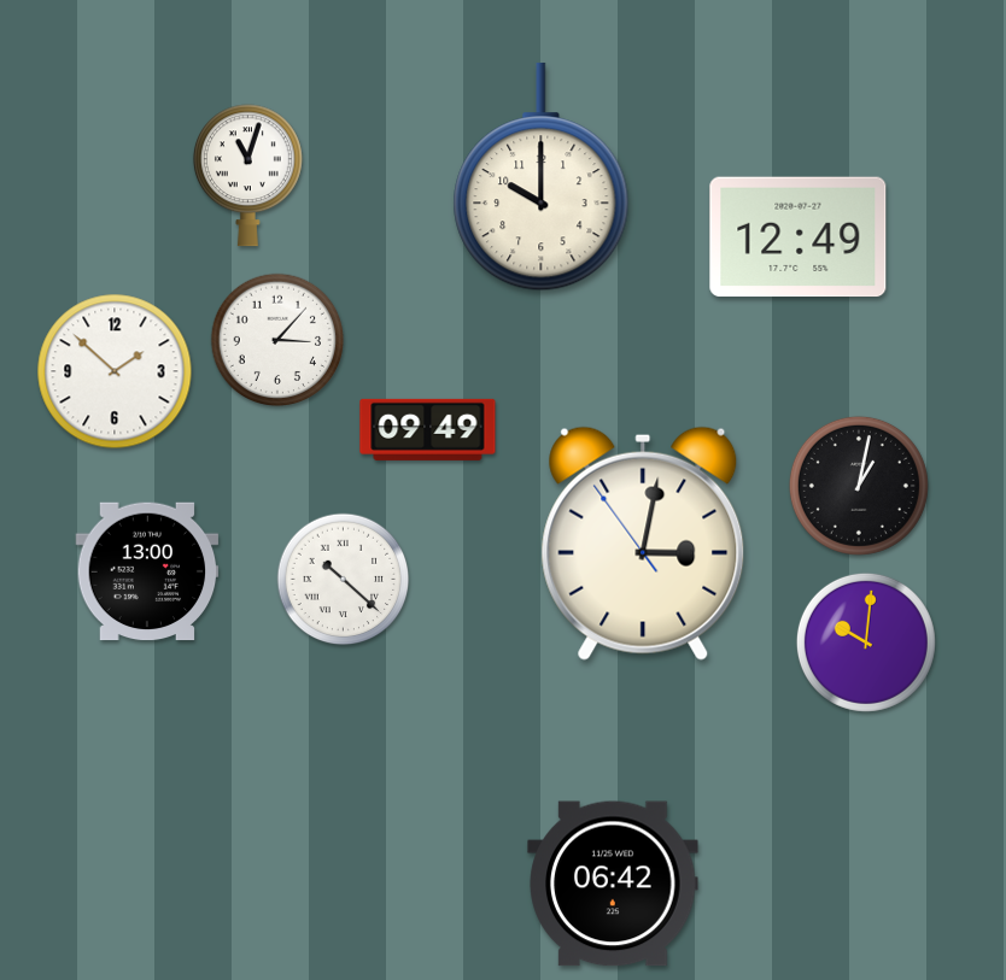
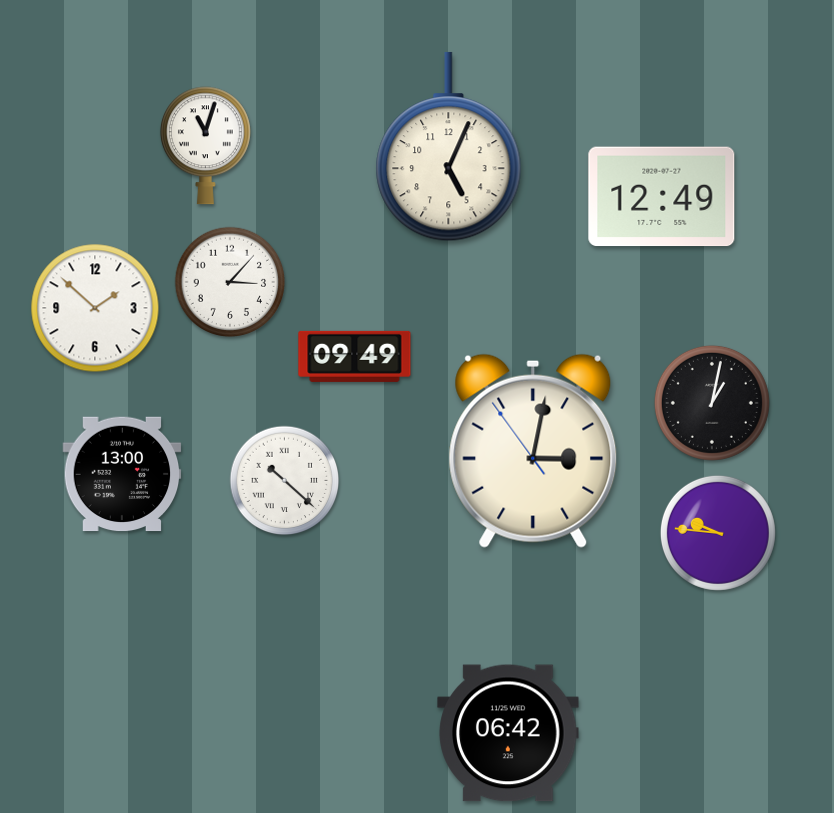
clock at (542, 177): 10:00 -> 5:04
clock at (866, 642): 10:01 -> 9:46
